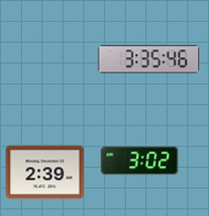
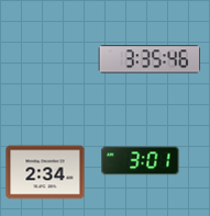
clock at (140, 161): 3:02 -> 3:01
clock at (45, 172): 2:39 -> 2:34
